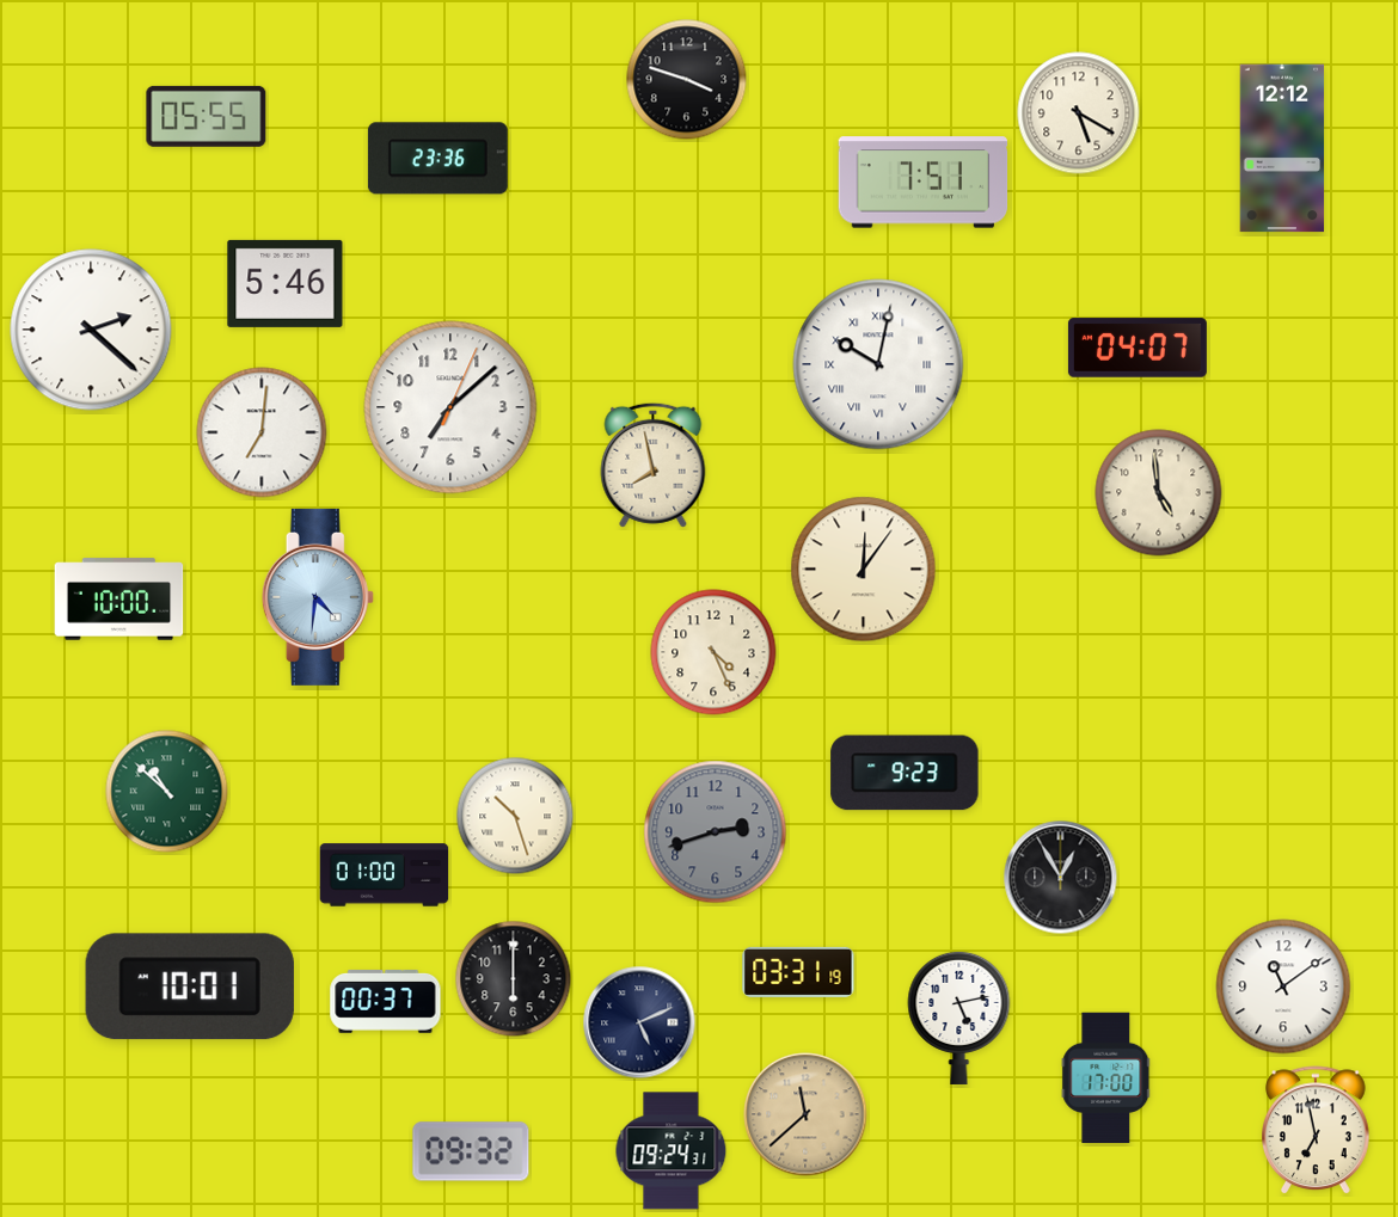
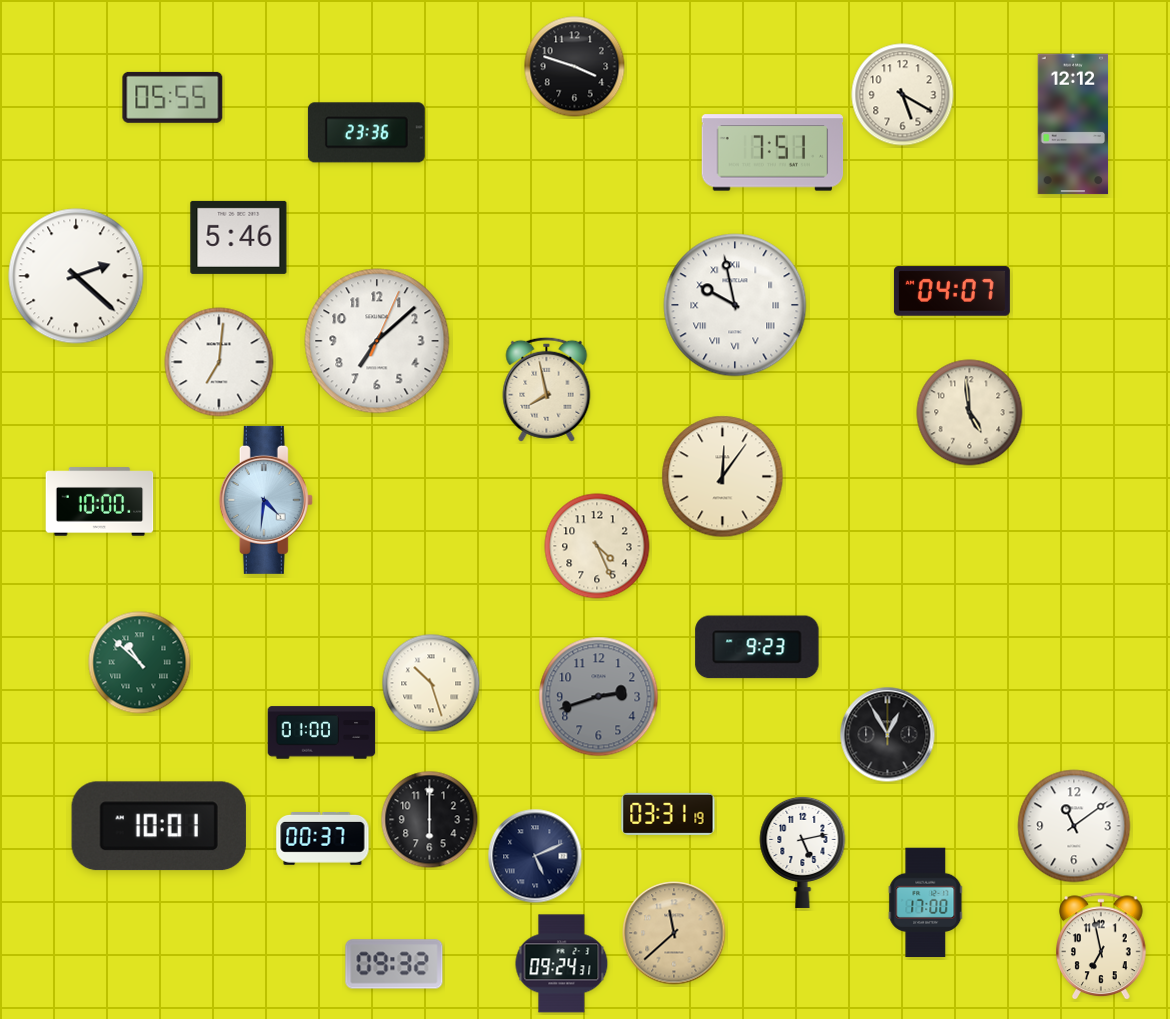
clock at (878, 364): 10:02 -> 9:58
